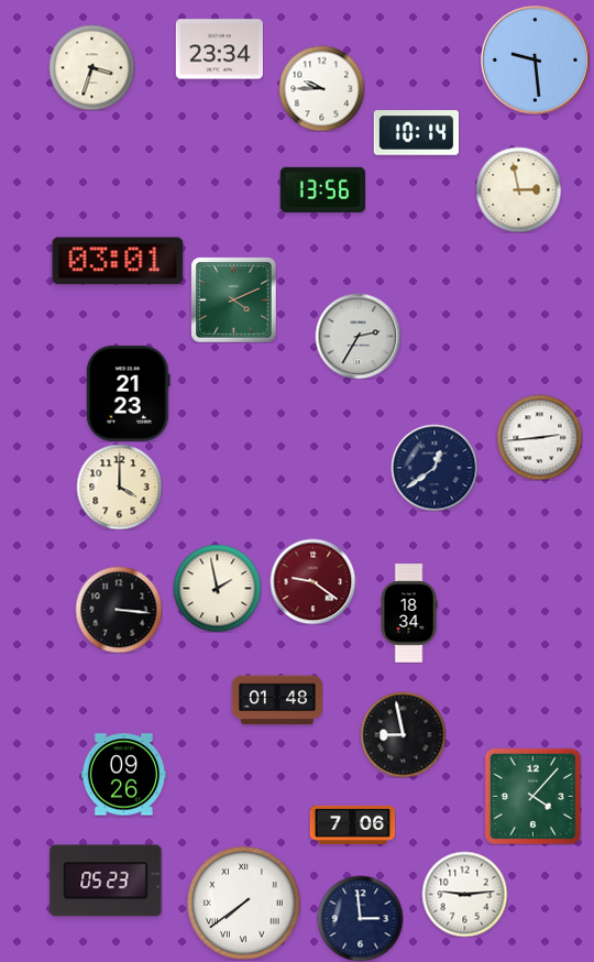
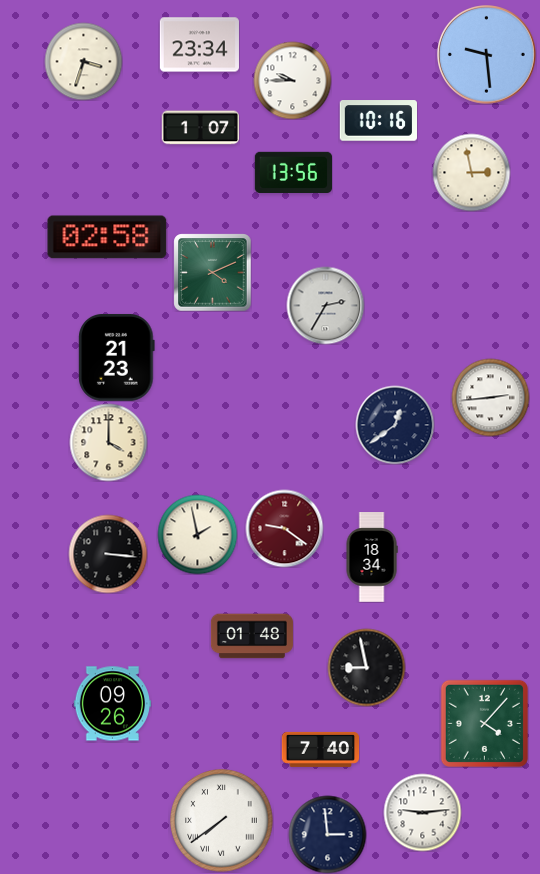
clock at (416, 133): 10:14 -> 10:16
clock at (200, 128): none -> 1:07
clock at (118, 261): 03:01 -> 02:58
clock at (352, 824): 7:06 -> 7:40
clock at (106, 881): 05:23 -> none
